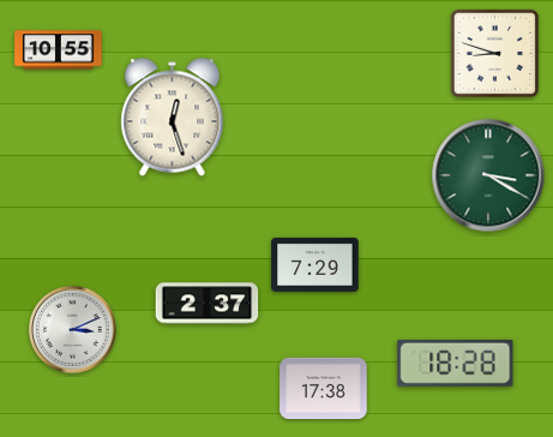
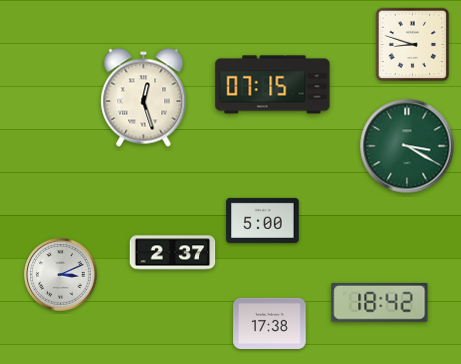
clock at (59, 50): 10:55 -> none
clock at (273, 85): none -> 07:15
clock at (315, 264): 7:29 -> 5:00
clock at (456, 363): 18:28 -> 18:42
